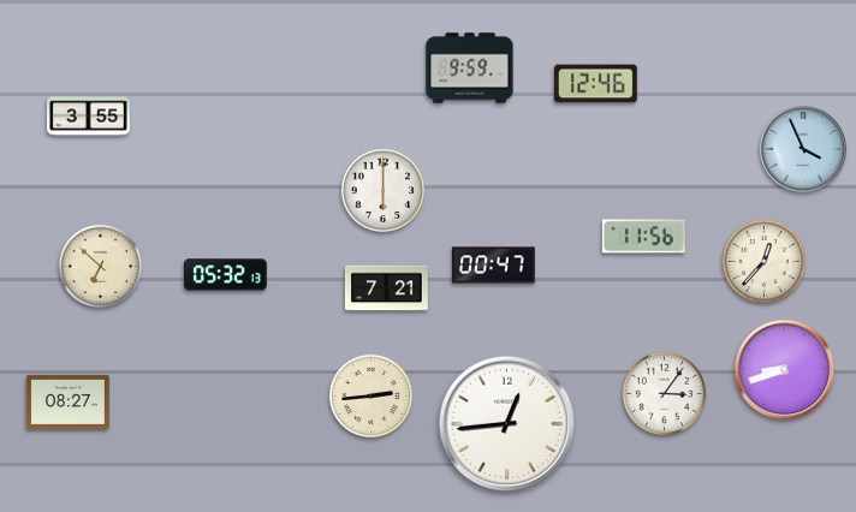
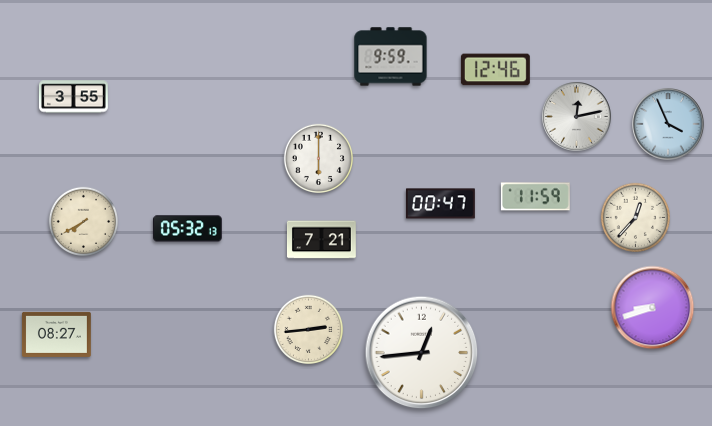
clock at (577, 117): none -> 12:13
clock at (643, 237): 11:56 -> 11:59
clock at (100, 266): 6:52 -> 7:40
clock at (493, 266) position: (493, 266) -> (440, 204)
clock at (664, 393): 3:06 -> none
